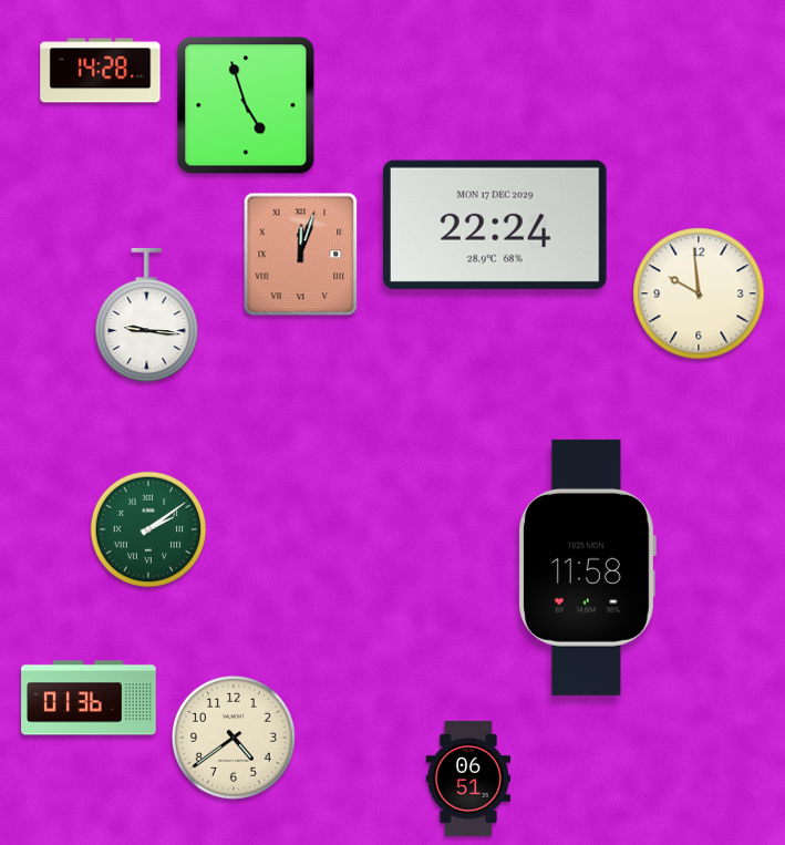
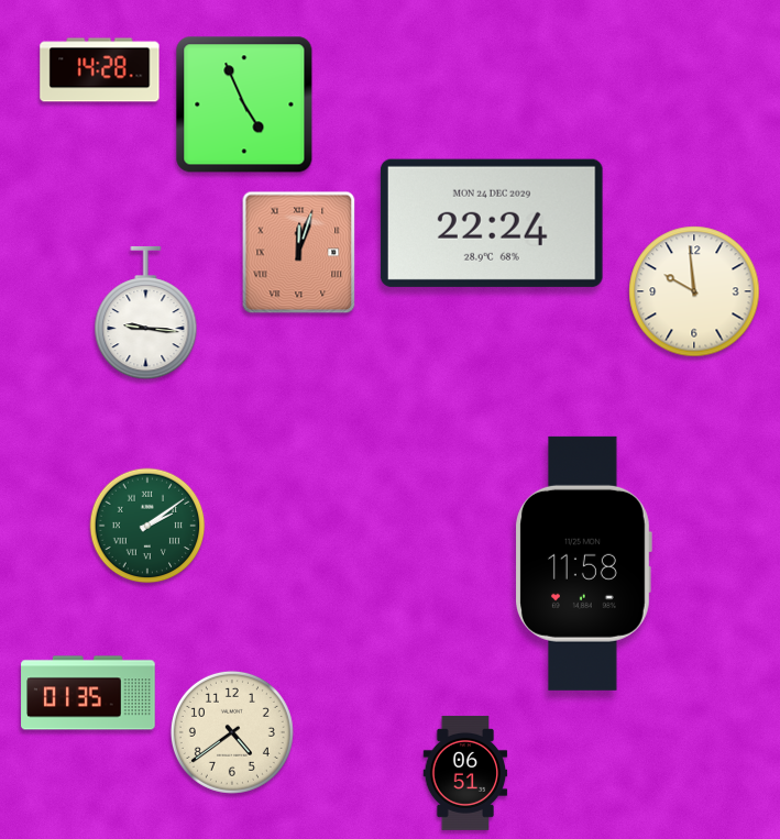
clock at (246, 105): 4:57 -> 4:56
clock at (495, 225) date: MON 17 DEC 2029 -> MON 24 DEC 2029
clock at (89, 698): 01:36 -> 01:35
